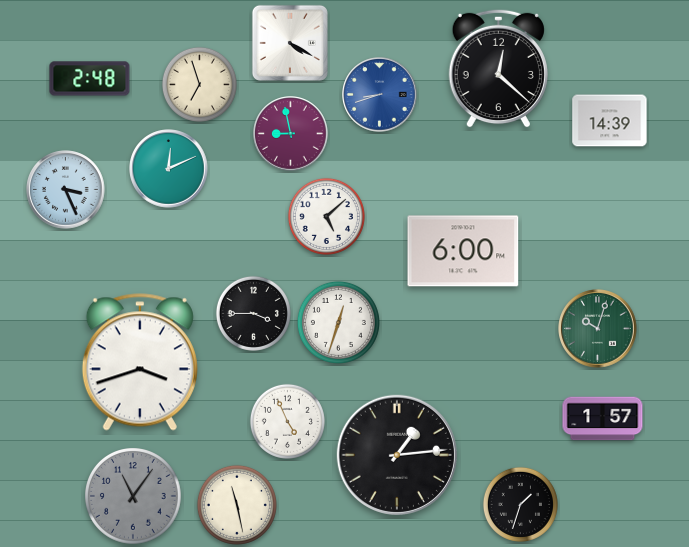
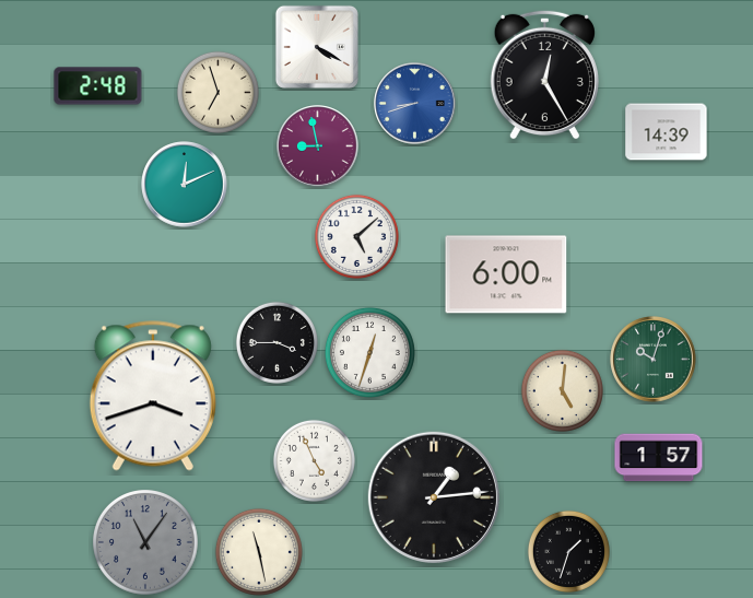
clock at (498, 68): 12:22 -> 12:25
clock at (66, 190): 3:26 -> none
clock at (562, 390): none -> 5:01
